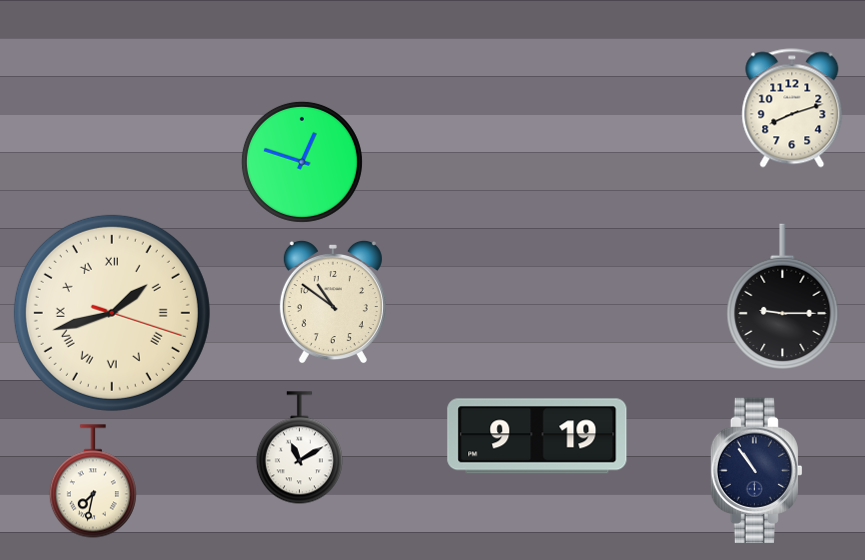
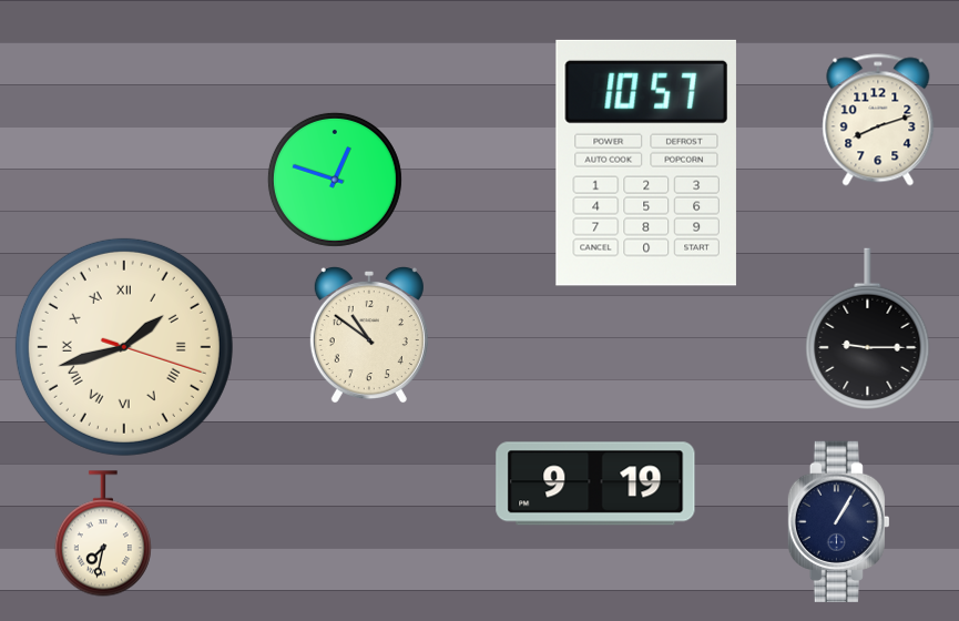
clock at (646, 163): none -> 10:57
clock at (299, 448): 11:10 -> none
clock at (756, 470): 10:54 -> 1:05
